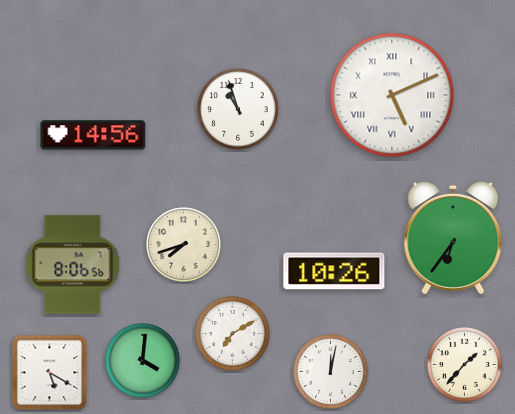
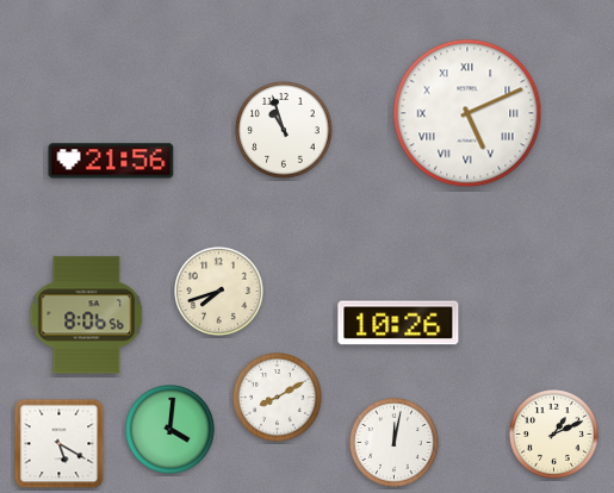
clock at (93, 135): 14:56 -> 21:56
clock at (453, 238): 6:36 -> none
clock at (233, 334): 7:10 -> 8:10
clock at (465, 365): 1:37 -> 1:11
